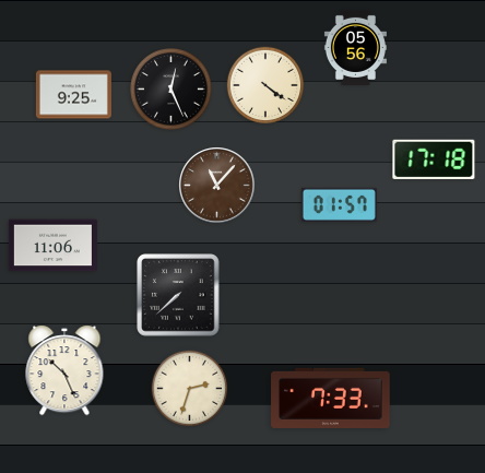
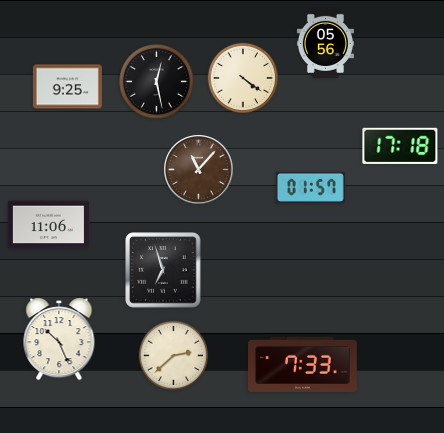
clock at (171, 90): 12:26 -> 12:28
clock at (434, 159) position: (434, 159) -> (400, 146)
clock at (178, 295): 7:38 -> 6:57
clock at (190, 389): 2:33 -> 2:38
